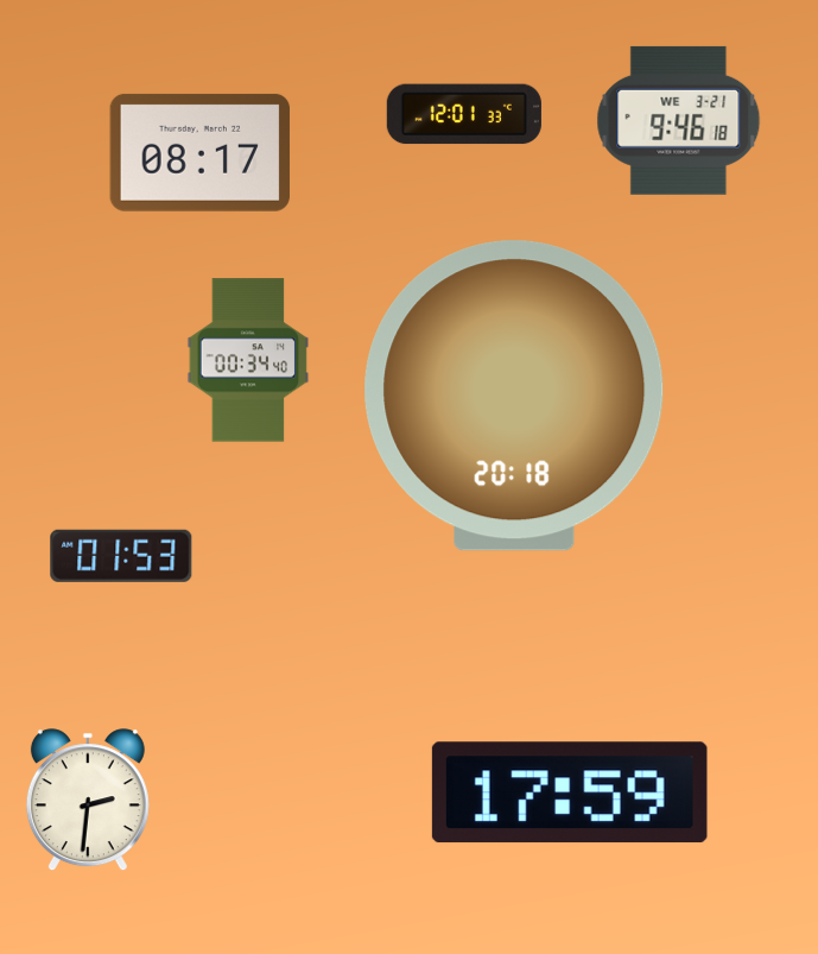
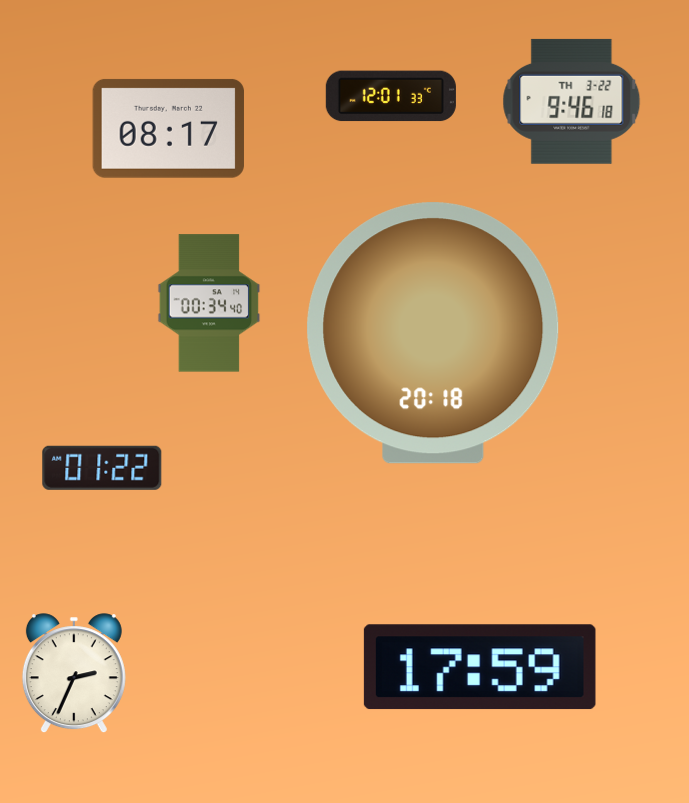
clock at (679, 120) date: WE 3-21 -> TH 3-22
clock at (121, 556): 01:53 -> 01:22
clock at (88, 801): 2:31 -> 2:34
